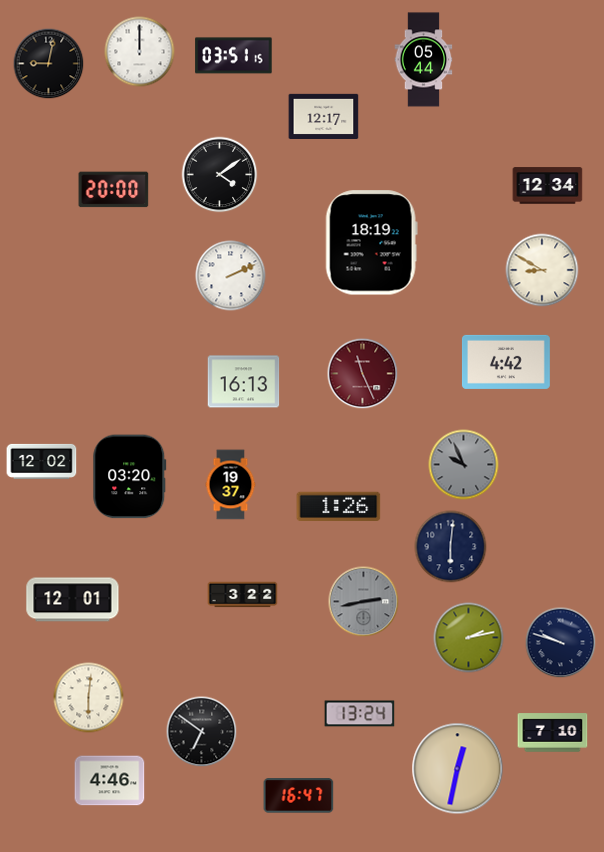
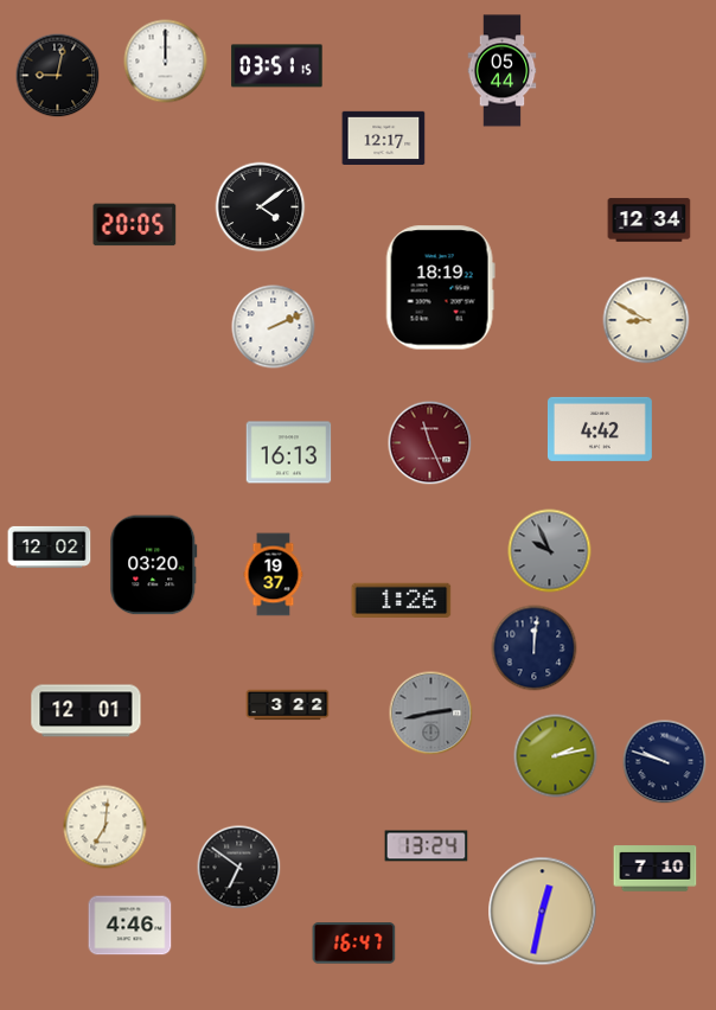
clock at (114, 190): 20:00 -> 20:05
clock at (542, 270) position: (542, 270) -> (646, 320)
clock at (451, 547): 6:01 -> 12:01
clock at (89, 698): 6:01 -> 7:01
